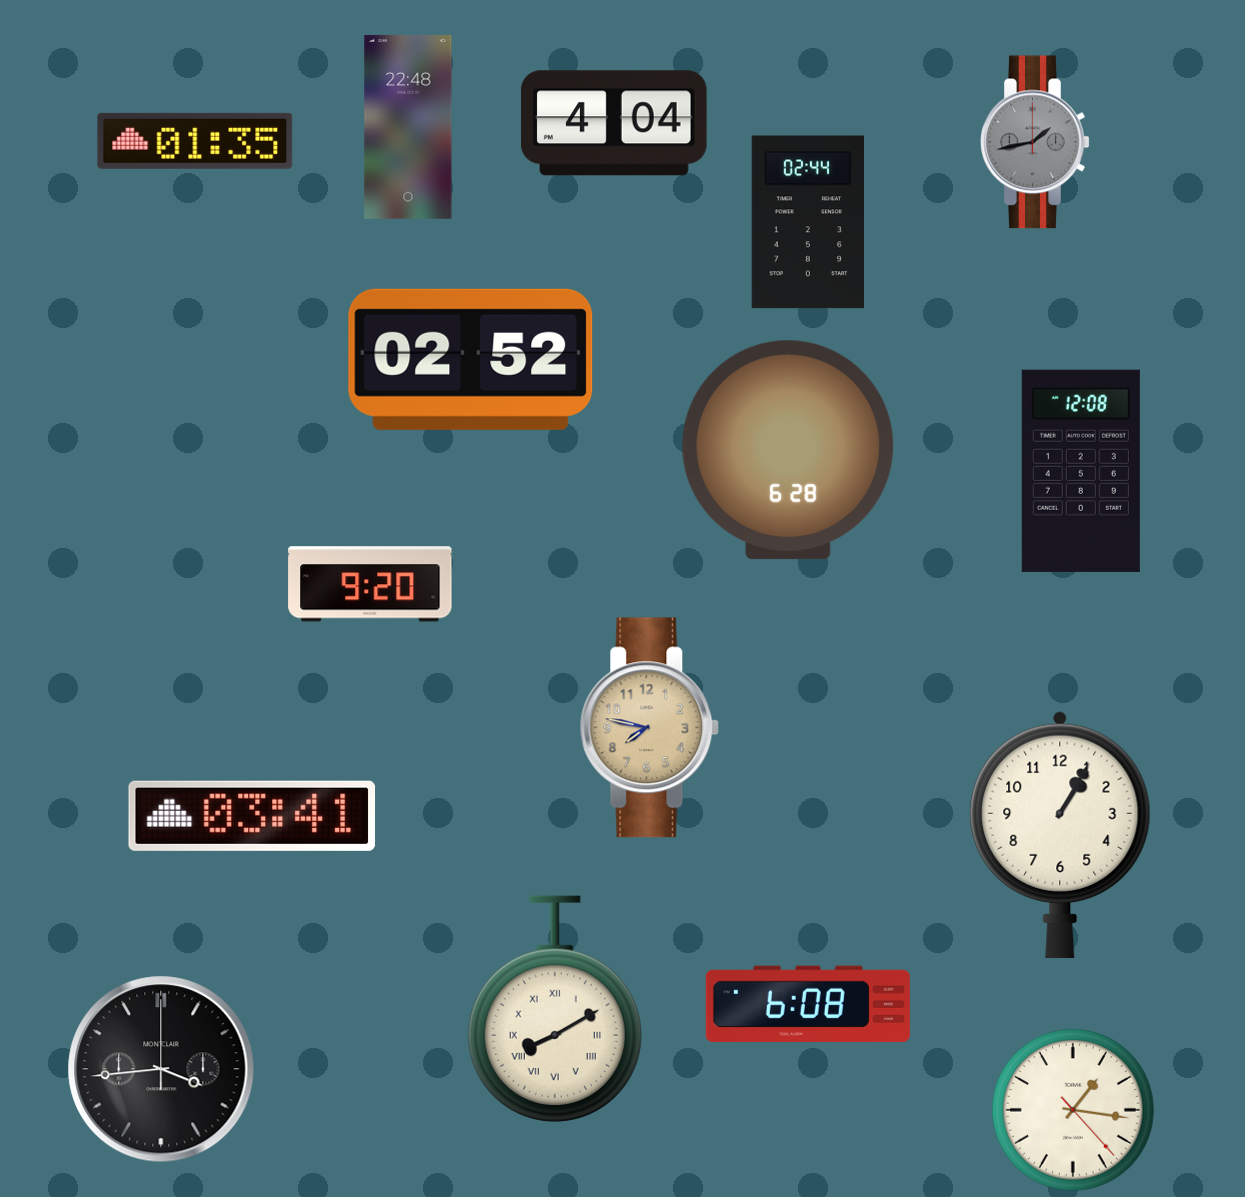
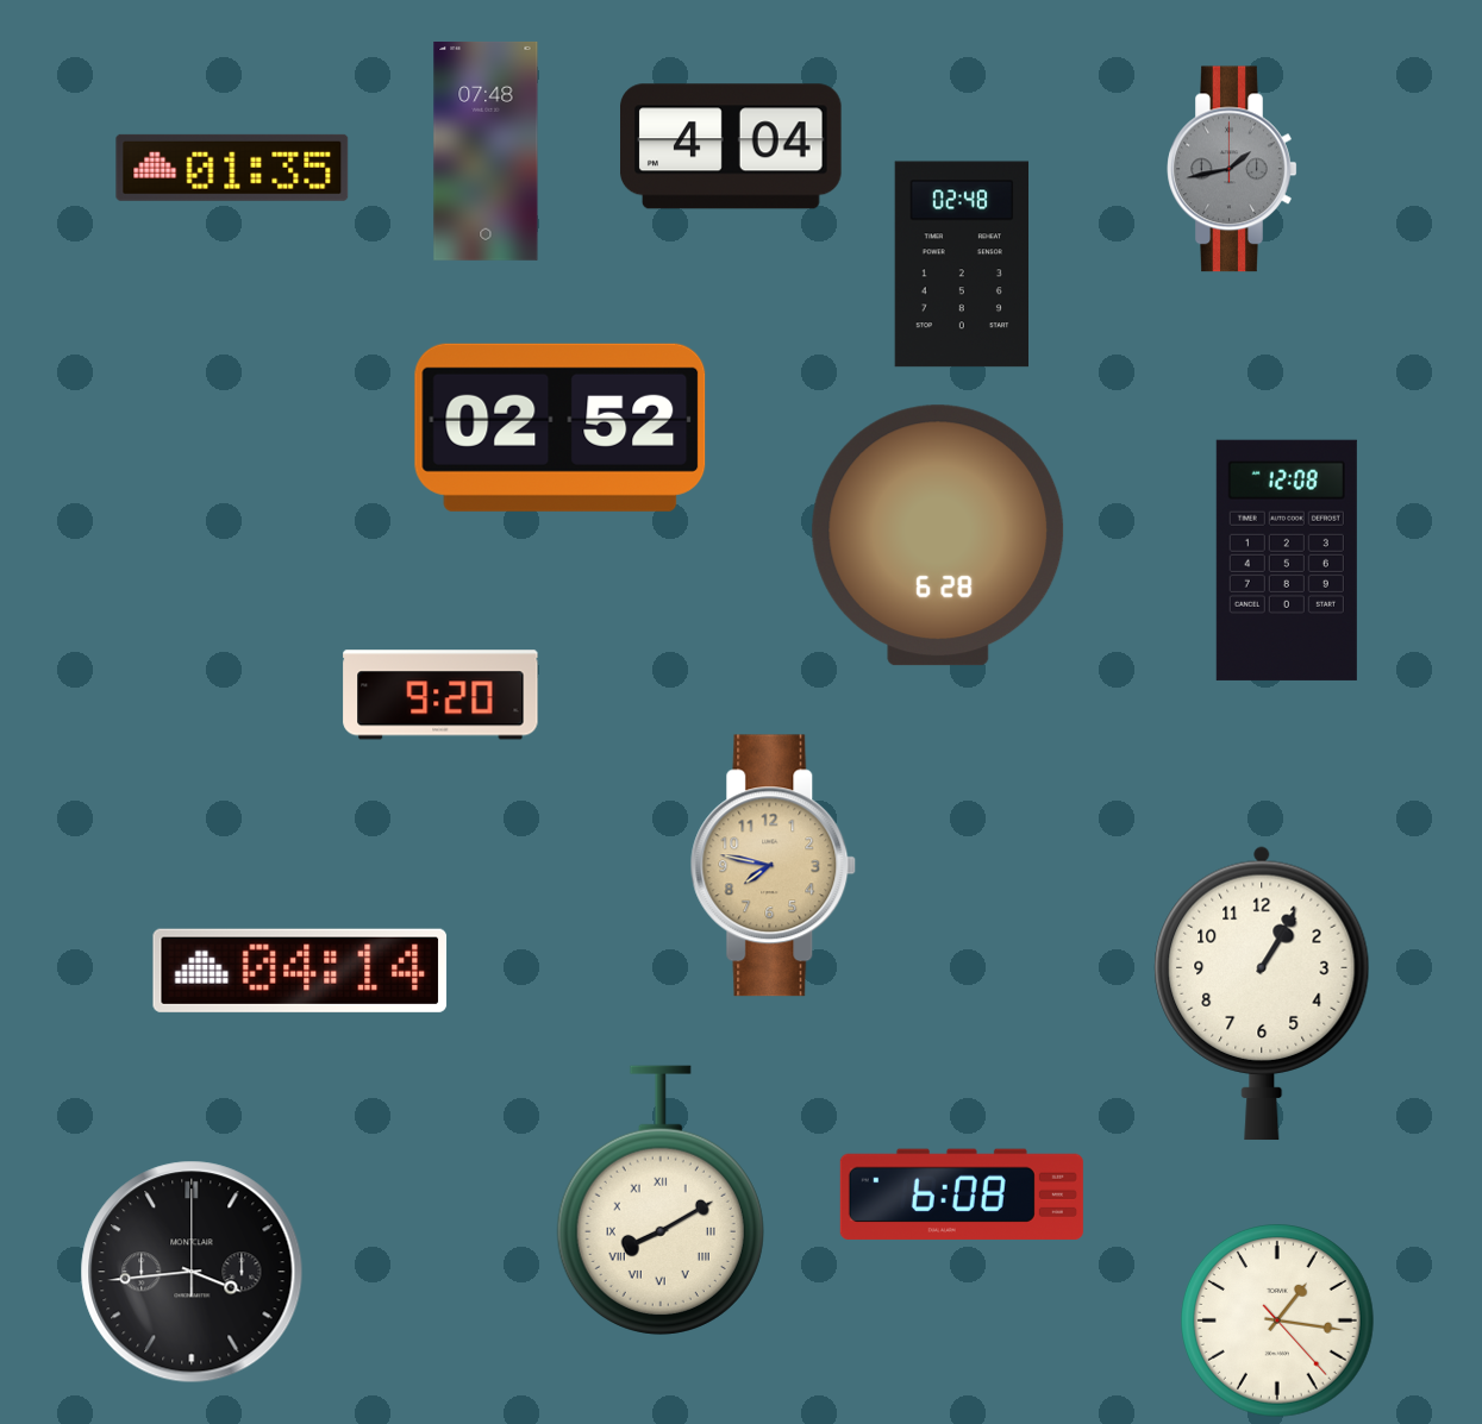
clock at (408, 127): 22:48 -> 07:48
clock at (807, 222): 02:44 -> 02:48
clock at (252, 816): 03:41 -> 04:14
